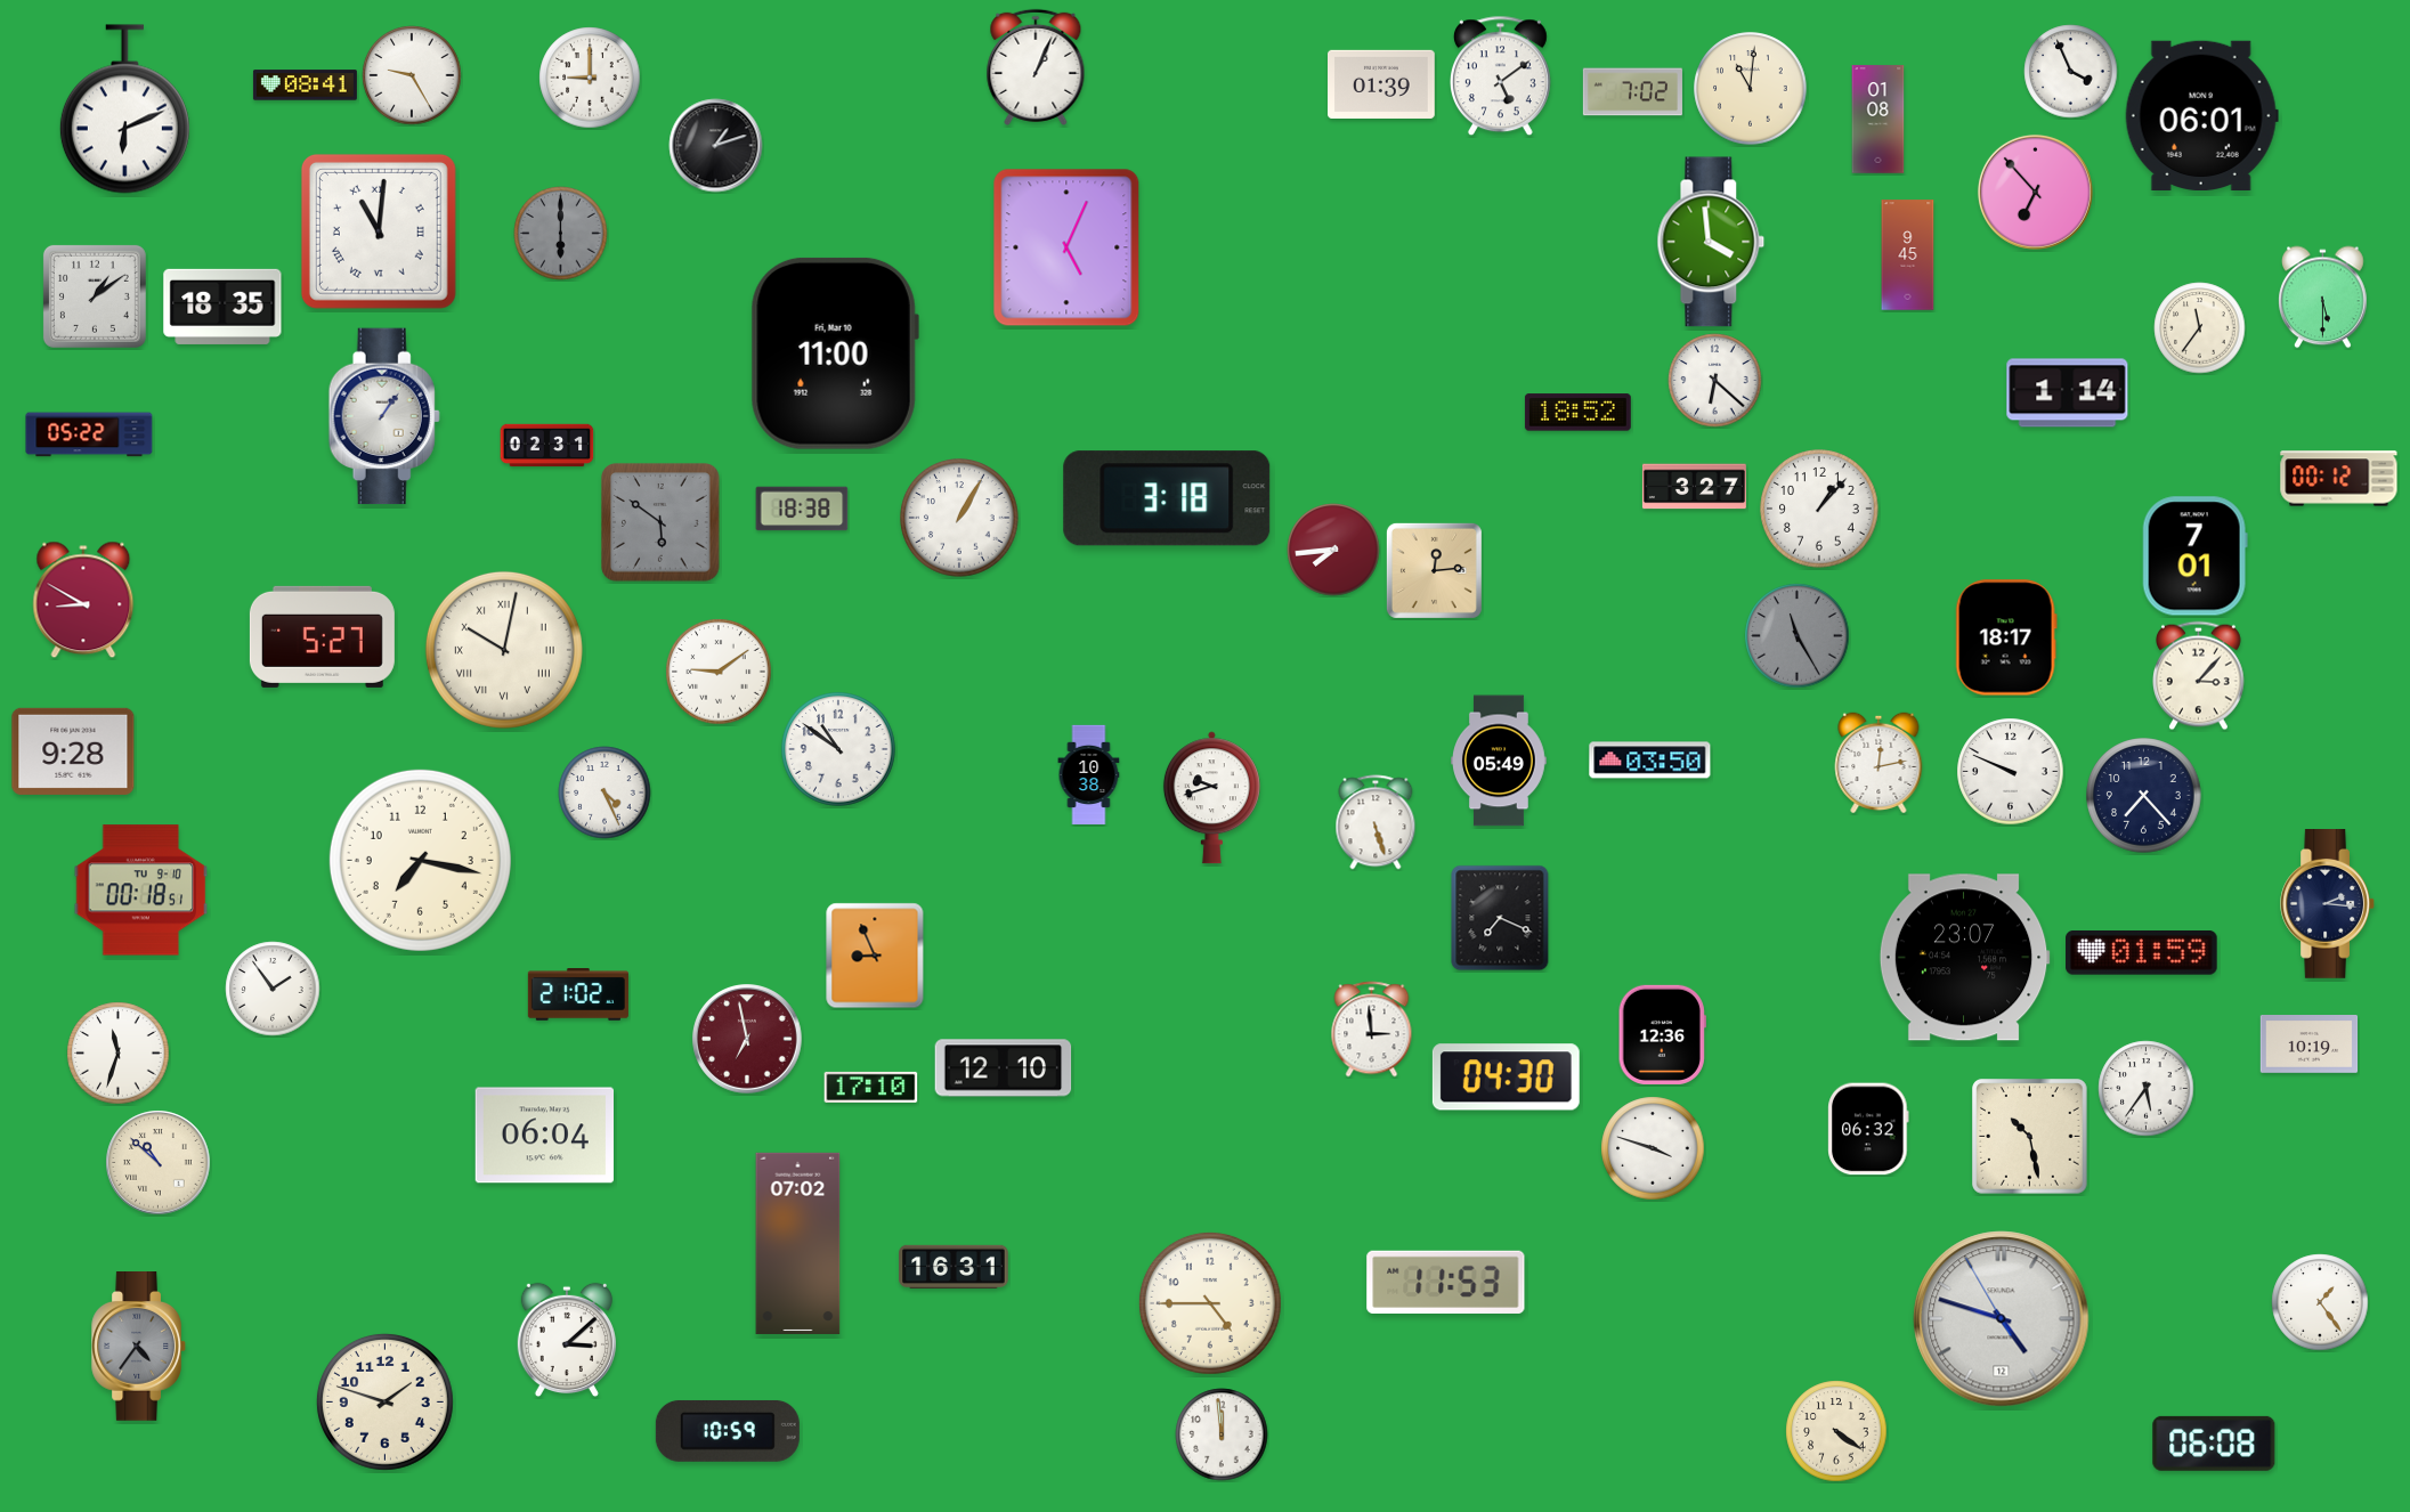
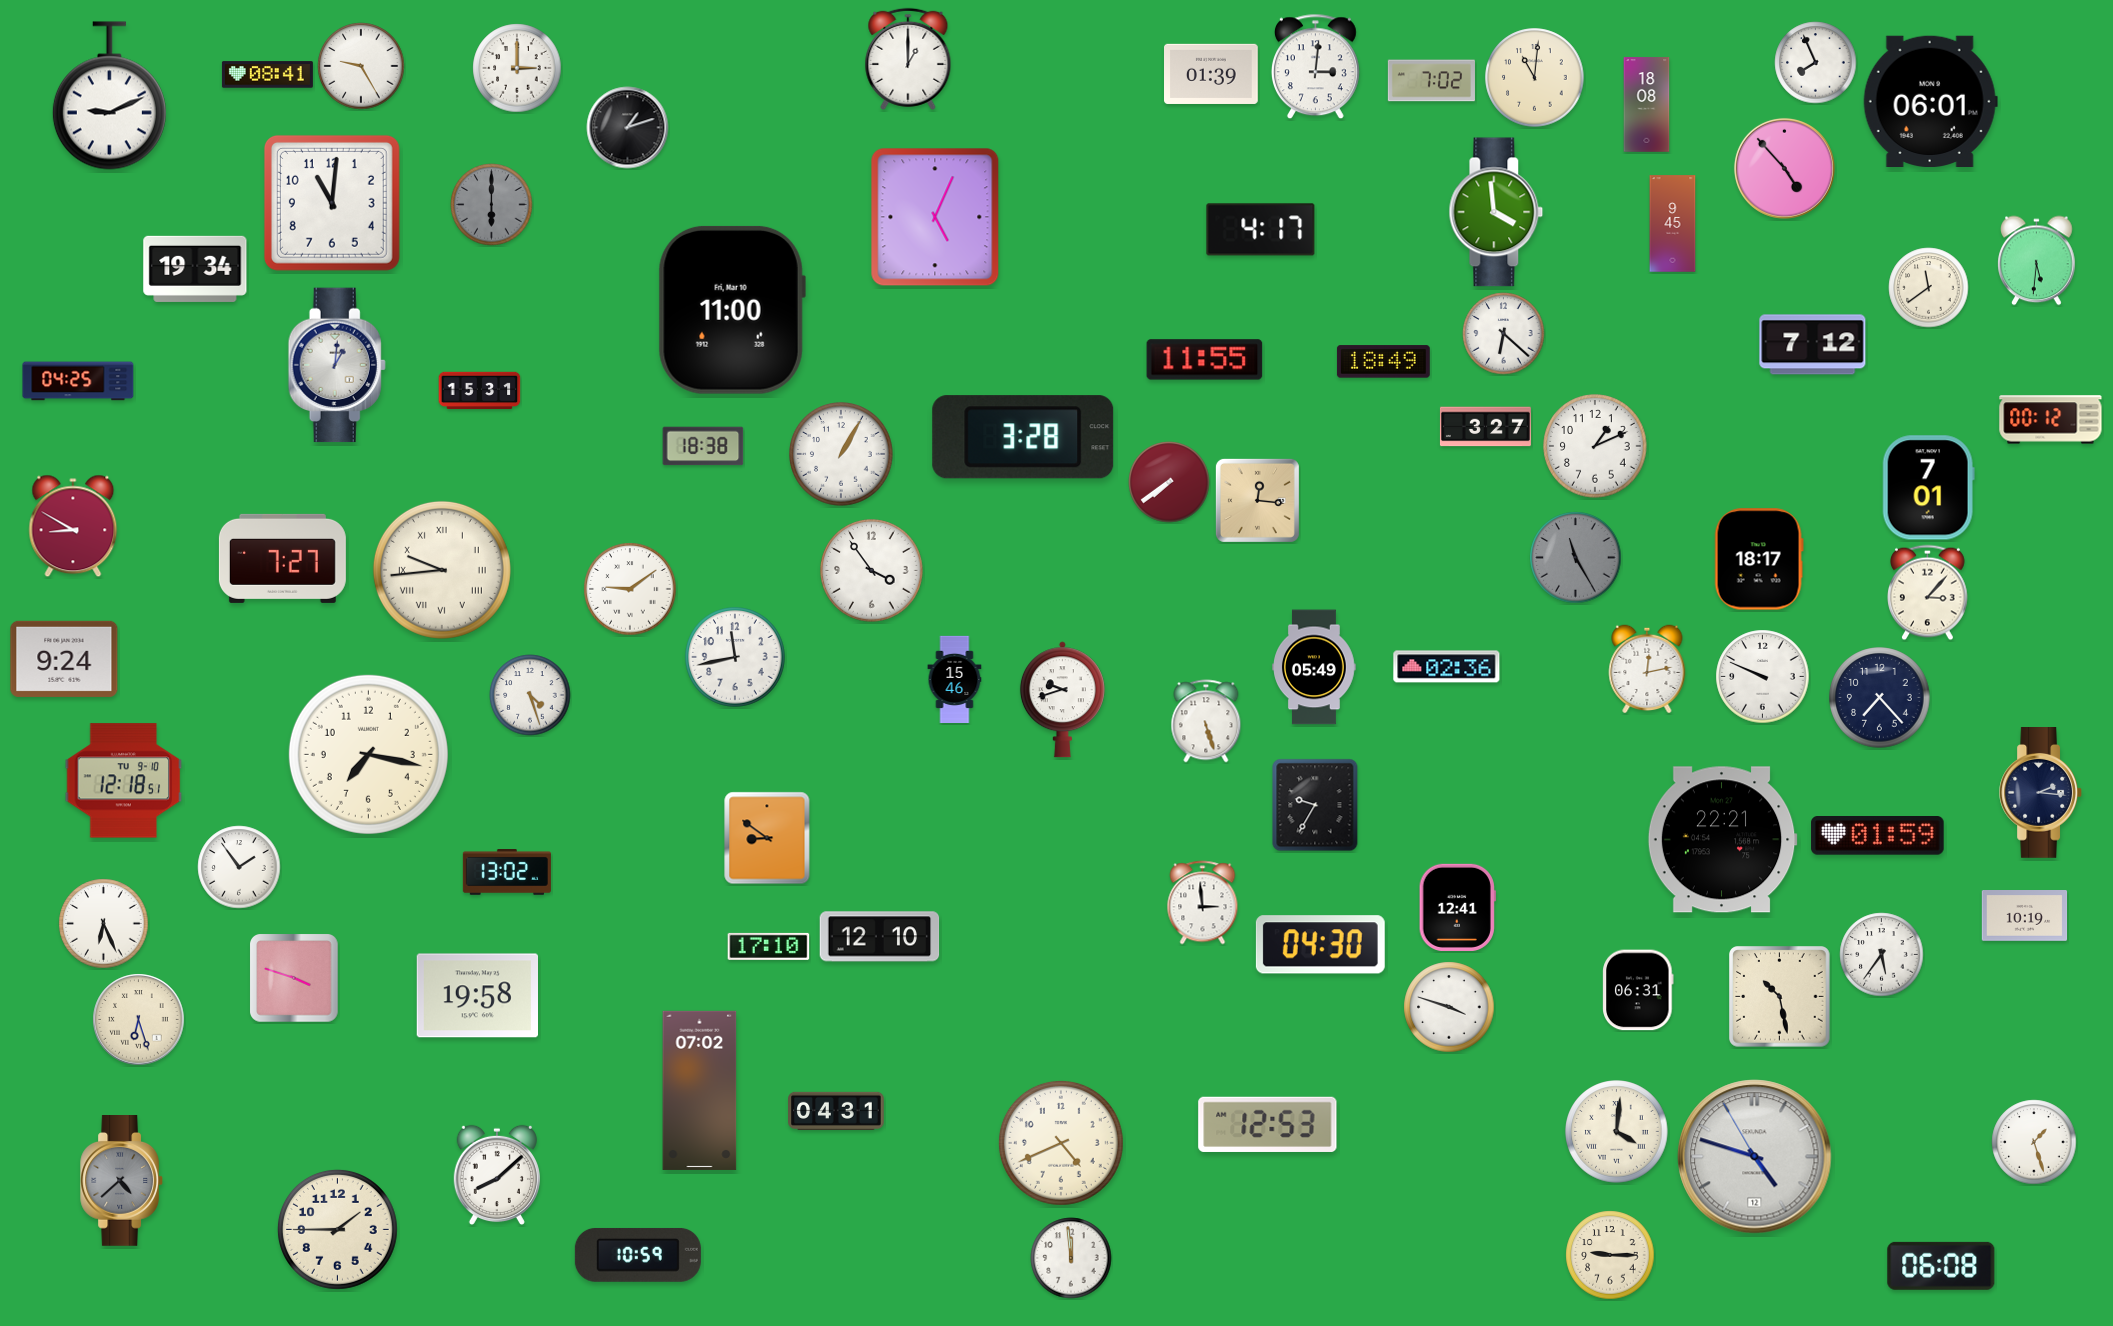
clock at (1036, 67): 1:04 -> 1:00
clock at (2071, 72): 3:56 -> 7:56
clock at (1500, 76): 5:09 -> 3:01
clock at (590, 78): 9:00 -> 3:00
clock at (124, 109): 6:11 -> 9:11
clock at (1878, 120): 01:08 -> 18:08
clock at (2035, 192): 6:53 -> 4:53
clock at (379, 231) numerals: Roman -> Arabic
clock at (1711, 242) position: (1711, 242) -> (1496, 212)
clock at (1261, 230): none -> 4:17
clock at (95, 296): 1:09 -> none
clock at (2323, 298): 5:30 -> 5:31
clock at (222, 307): 18:35 -> 19:34
clock at (2200, 328): 11:36 -> 11:39
clock at (2068, 393): 1:14 -> 7:12
clock at (1205, 360): none -> 11:55
clock at (1577, 413): 18:52 -> 18:49
clock at (384, 416): 1:06 -> 1:01
clock at (89, 434): 05:22 -> 04:25
clock at (547, 446): 02:31 -> 15:31
clock at (1167, 498): 3:18 -> 3:28
clock at (1819, 509): 1:07 -> 1:11
clock at (660, 522): 5:51 -> none
clock at (1333, 550): 7:44 -> 7:39
clock at (2194, 556) position: (2194, 556) -> (1928, 488)
clock at (1434, 570): 12:14 -> 12:16
clock at (322, 636): 5:27 -> 7:27
clock at (504, 650): 10:02 -> 9:44
clock at (872, 571): none -> 3:54
clock at (838, 749): 10:51 -> 11:43
clock at (73, 751): 9:28 -> 9:24
clock at (1650, 761): 03:50 -> 02:36
clock at (1089, 774): 10:38 -> 15:46
clock at (604, 792): 4:26 -> 4:27
clock at (141, 891): 00:18 -> 12:18
clock at (1500, 918): 7:19 -> 9:35
clock at (875, 956): 8:56 -> 8:51
clock at (1964, 958): 23:07 -> 22:21
clock at (578, 995): 21:02 -> 13:02
clock at (1662, 1034): 12:36 -> 12:41
clock at (748, 1040): 6:58 -> none
clock at (119, 1054): 11:33 -> 6:26
clock at (871, 1087) position: (871, 1087) -> (769, 946)
clock at (294, 978): none -> 3:48
clock at (1868, 1129): 06:32 -> 06:31
clock at (544, 1136): 06:04 -> 19:58
clock at (159, 1163): 10:52 -> 6:27
clock at (954, 1267): 16:31 -> 04:31
clock at (1446, 1282): 11:53 -> 12:53
clock at (1617, 1132): none -> 4:01
clock at (2320, 1302): 1:24 -> 1:27
clock at (1210, 1303): 4:45 -> 4:41
clock at (567, 1340): 3:08 -> 8:08
clock at (138, 1347): 4:36 -> 4:38
clock at (384, 1401): 1:48 -> 1:45
clock at (1836, 1431): 4:21 -> 9:15
